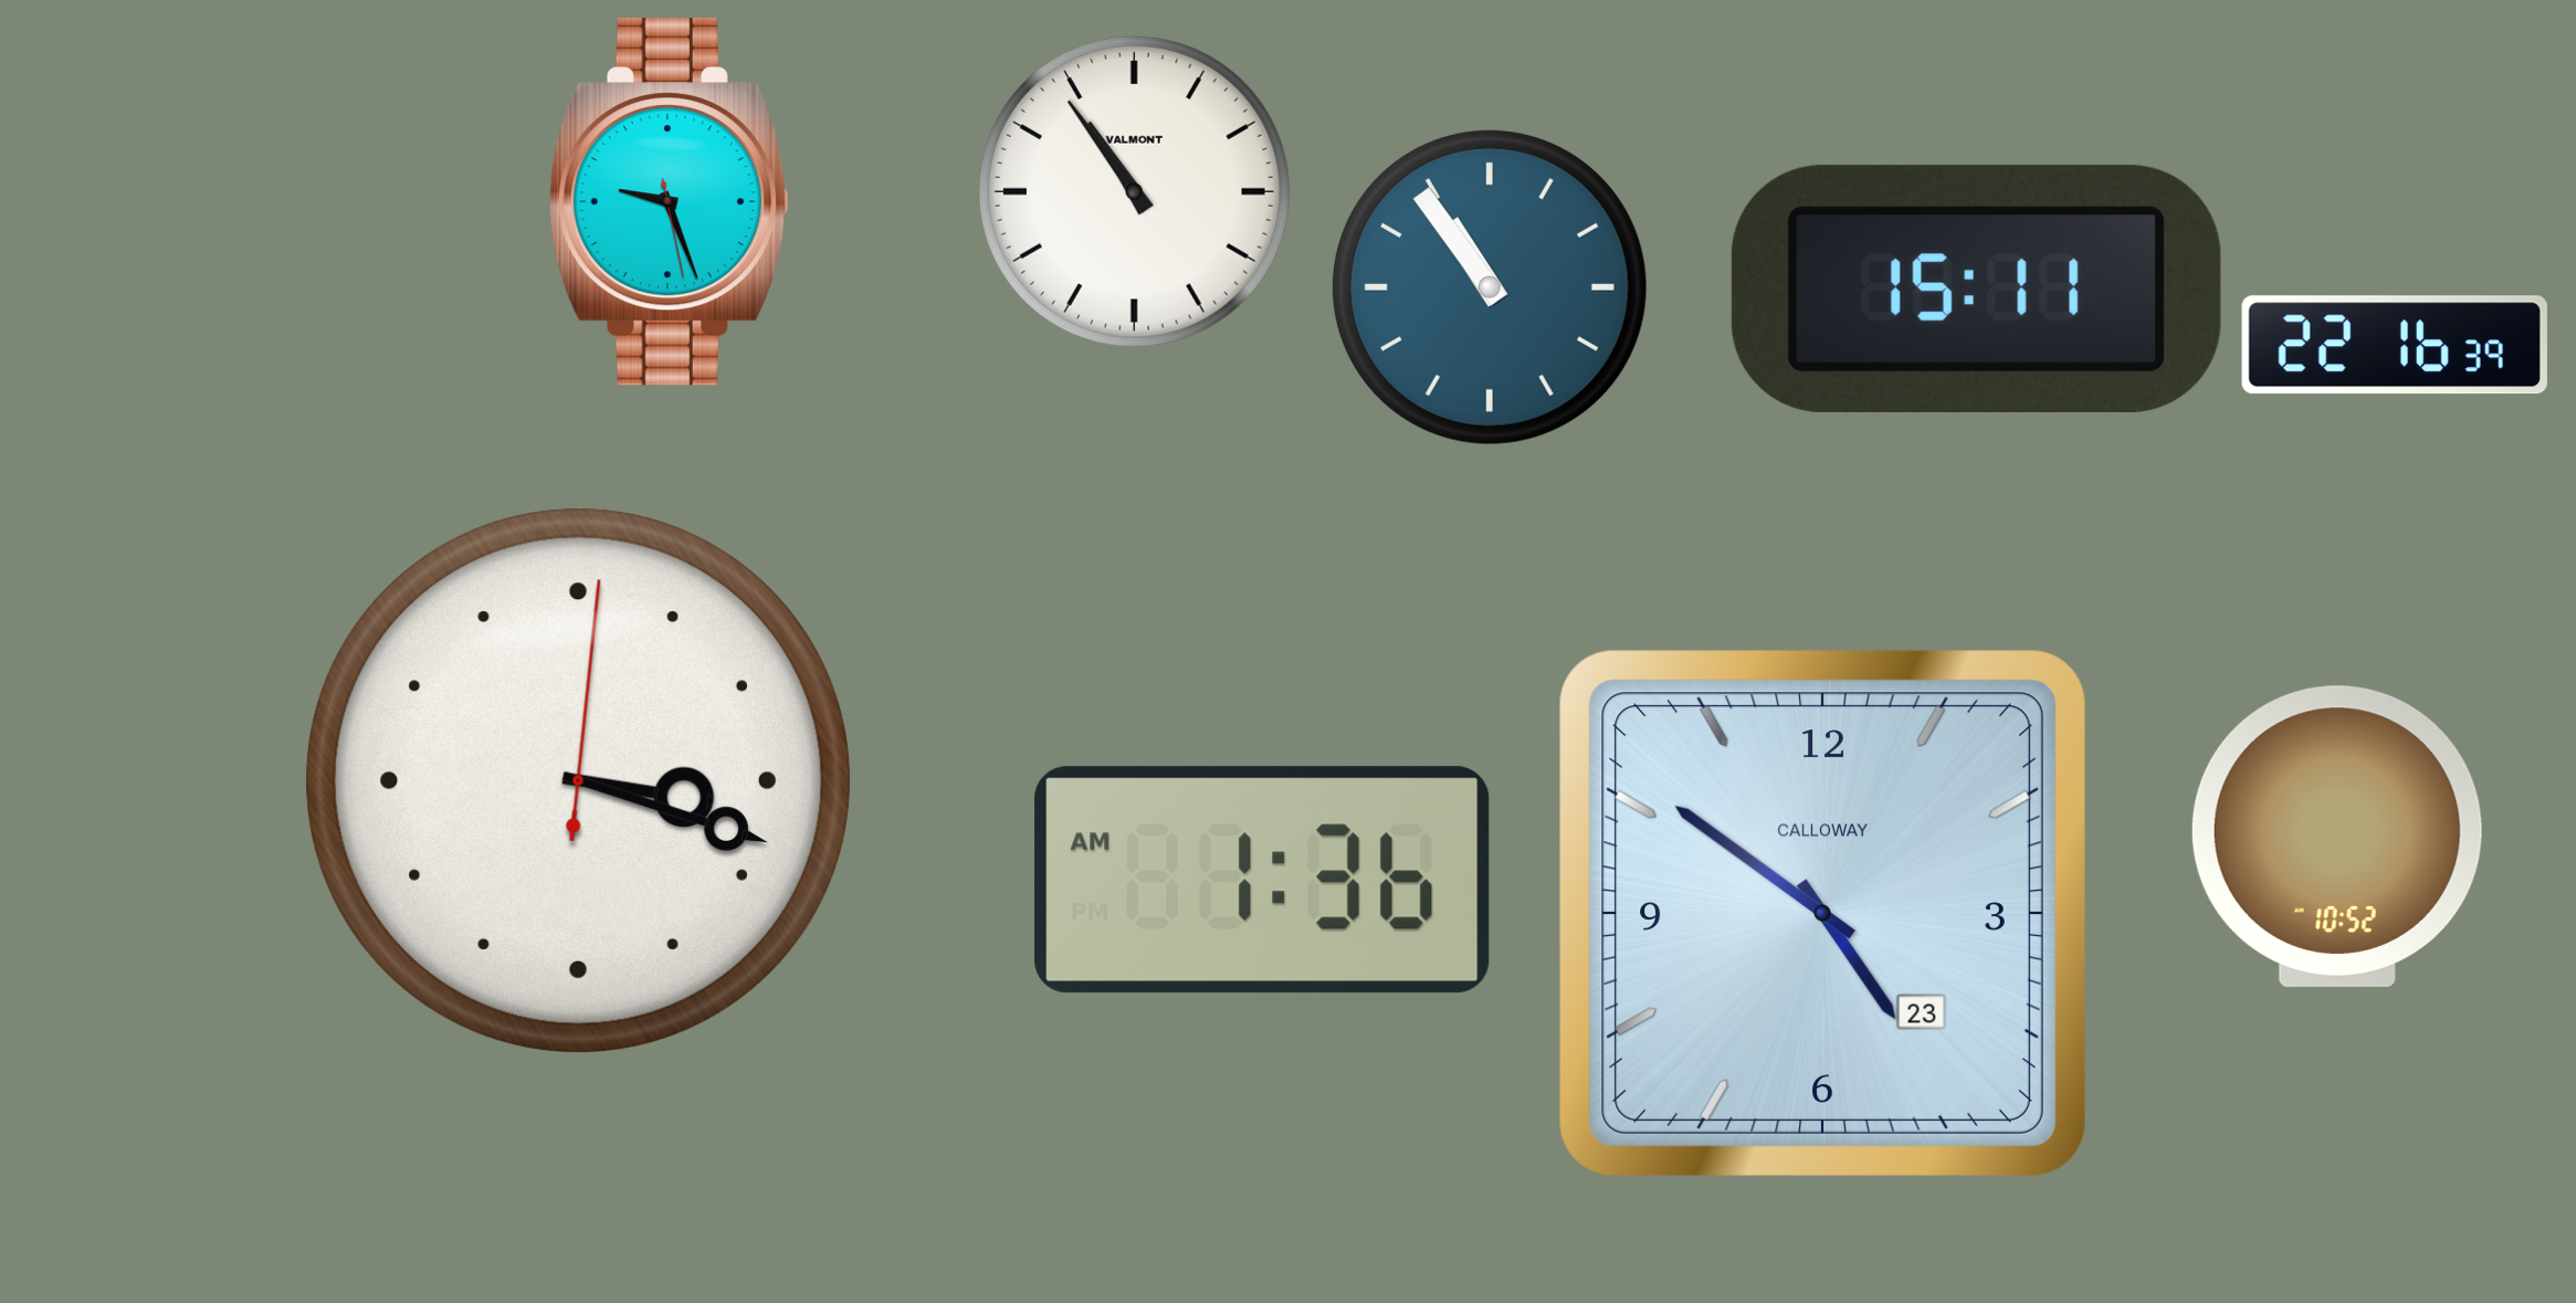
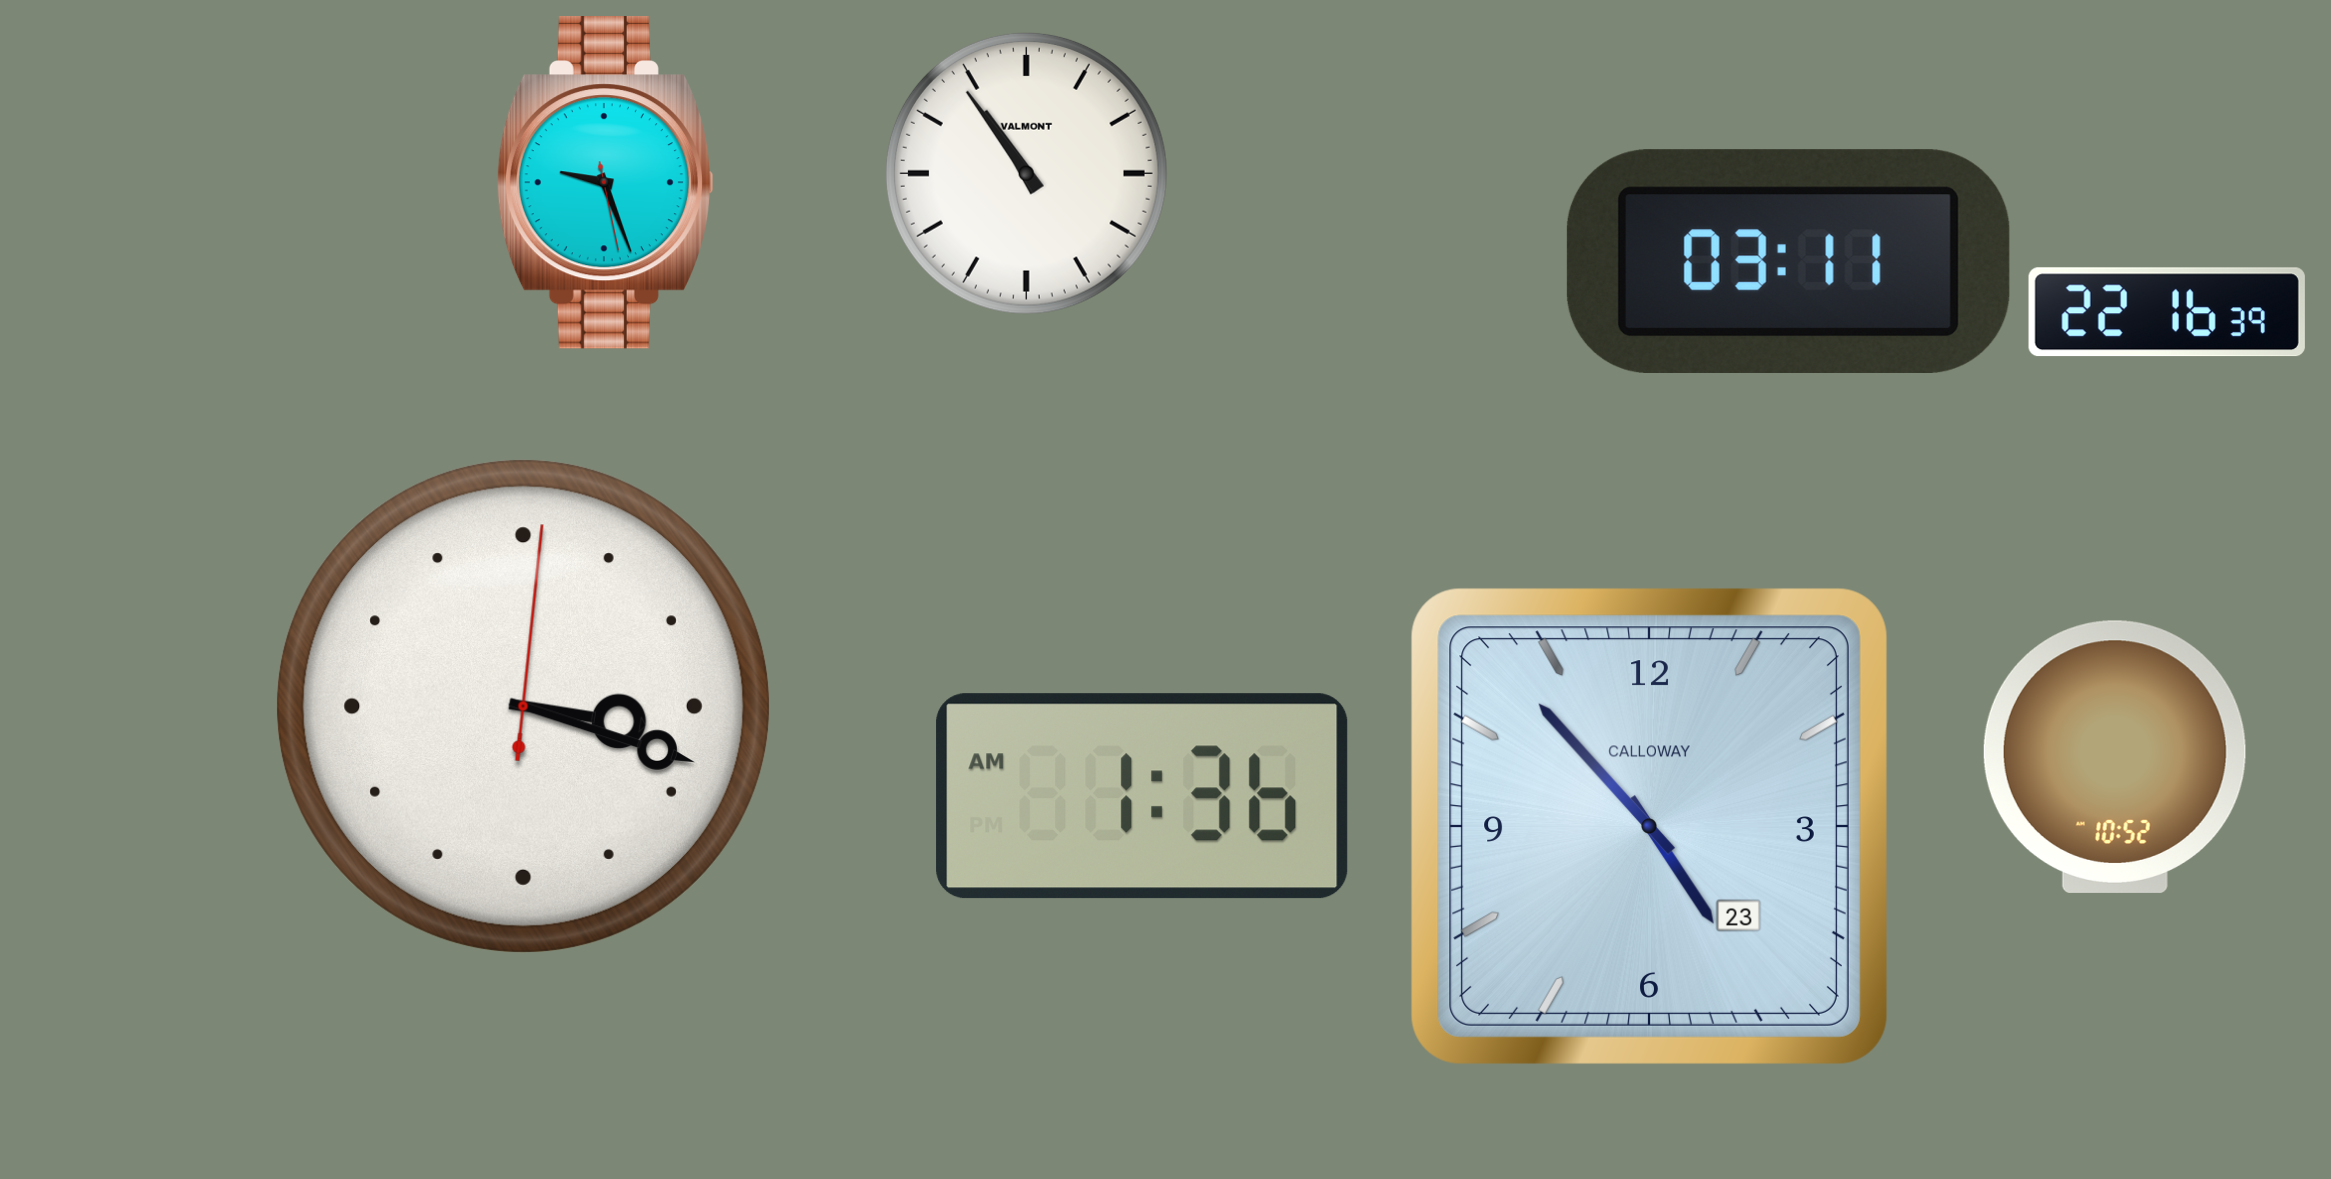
clock at (1490, 287): 10:54 -> none
clock at (1976, 288): 15:11 -> 03:11
clock at (1822, 913): 4:51 -> 4:53
